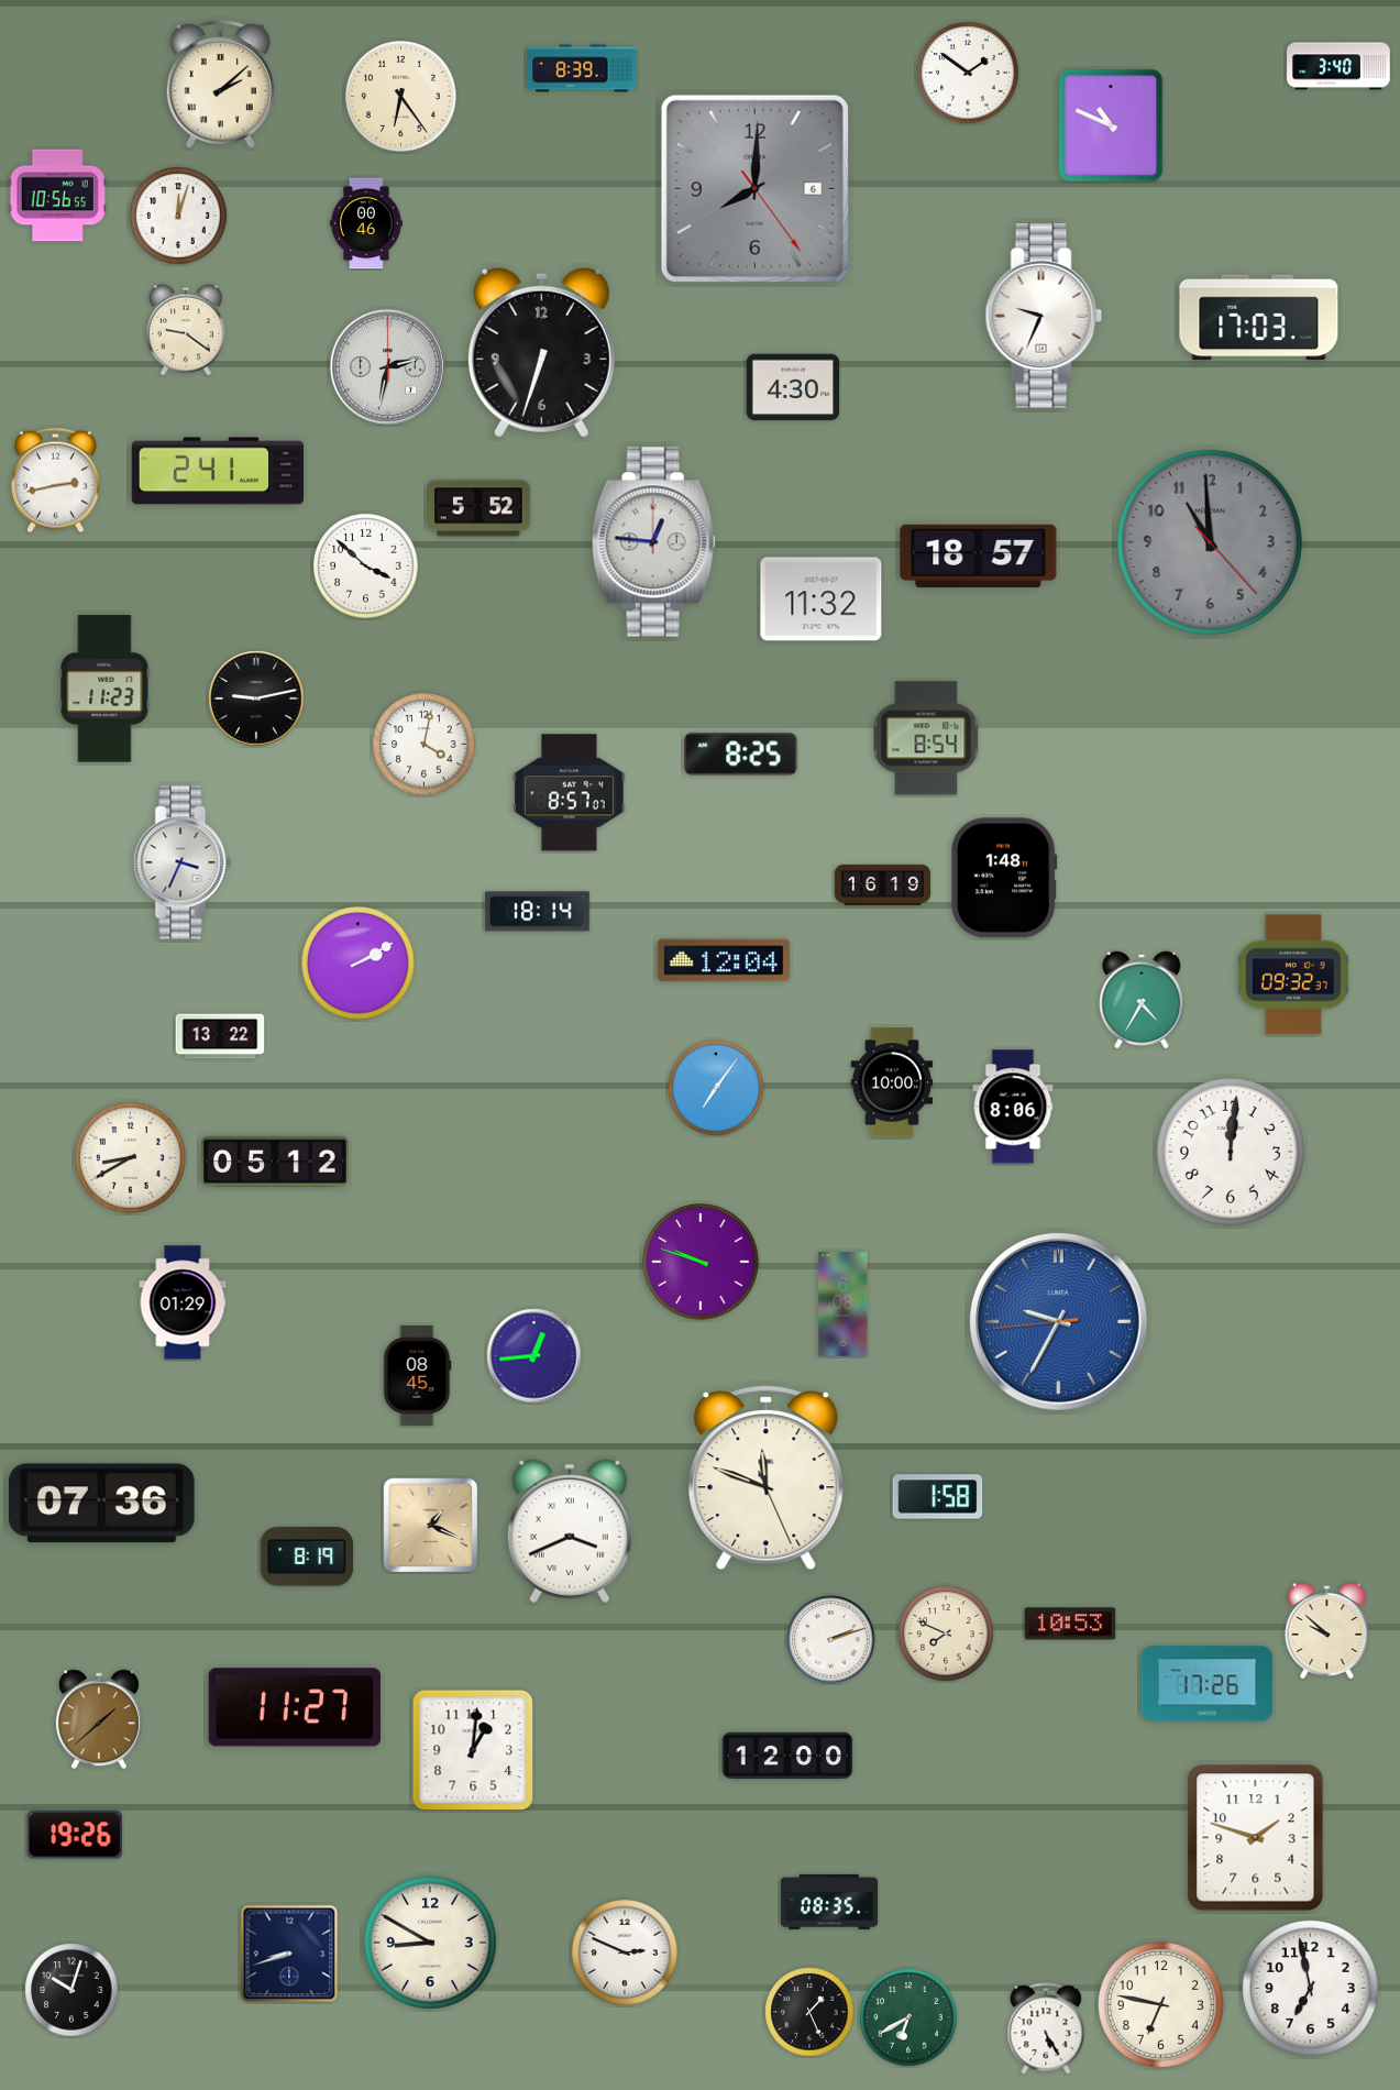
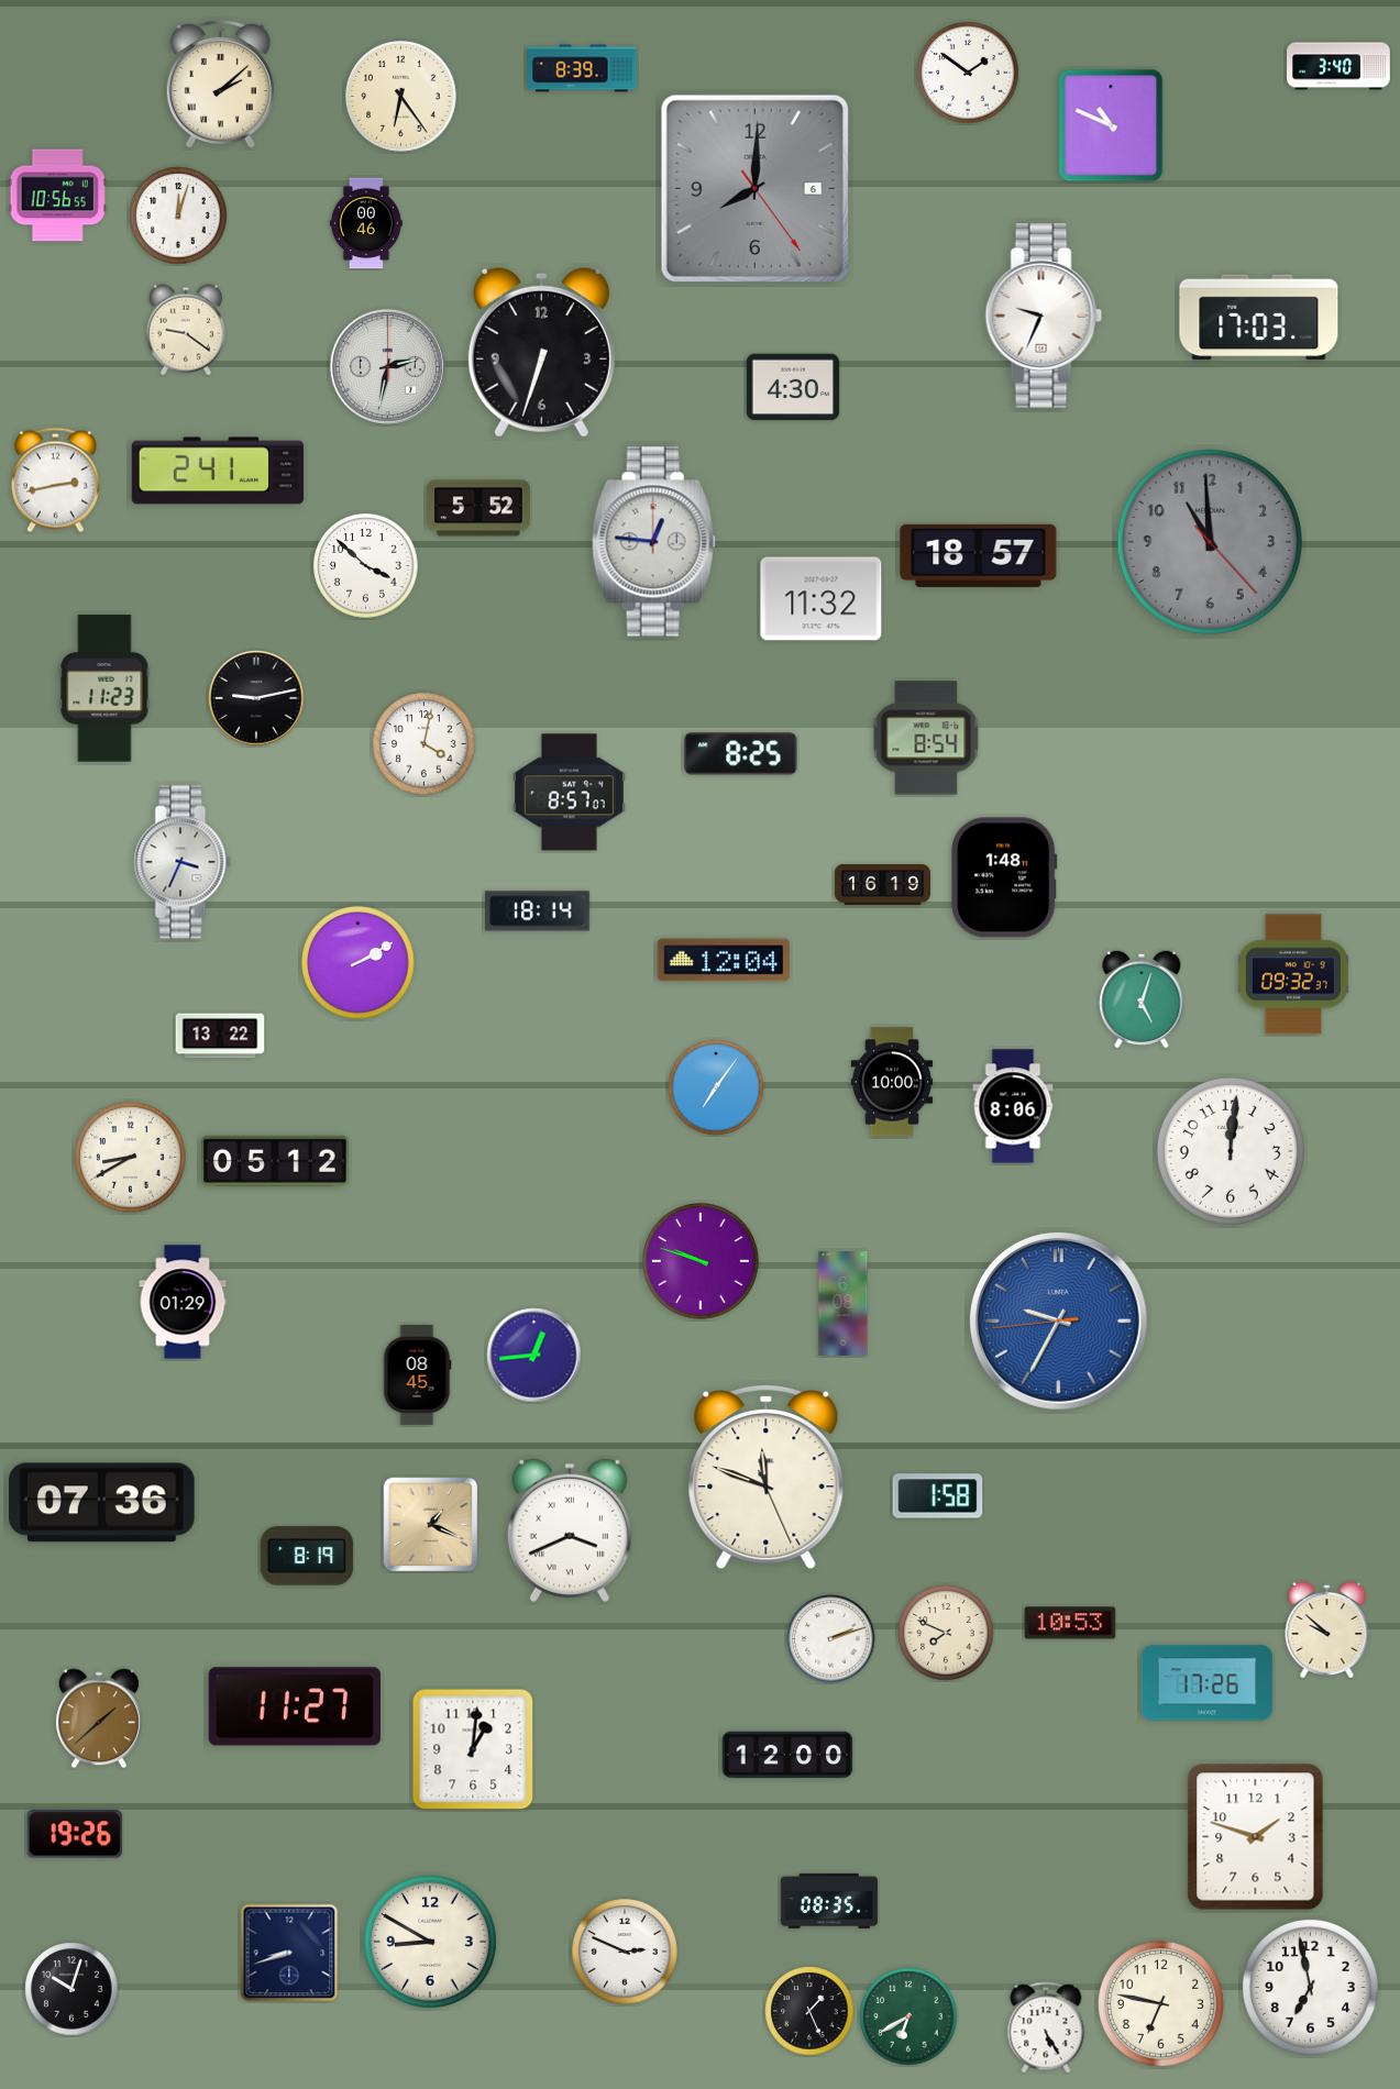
clock at (1142, 1000): 4:35 -> 5:03
